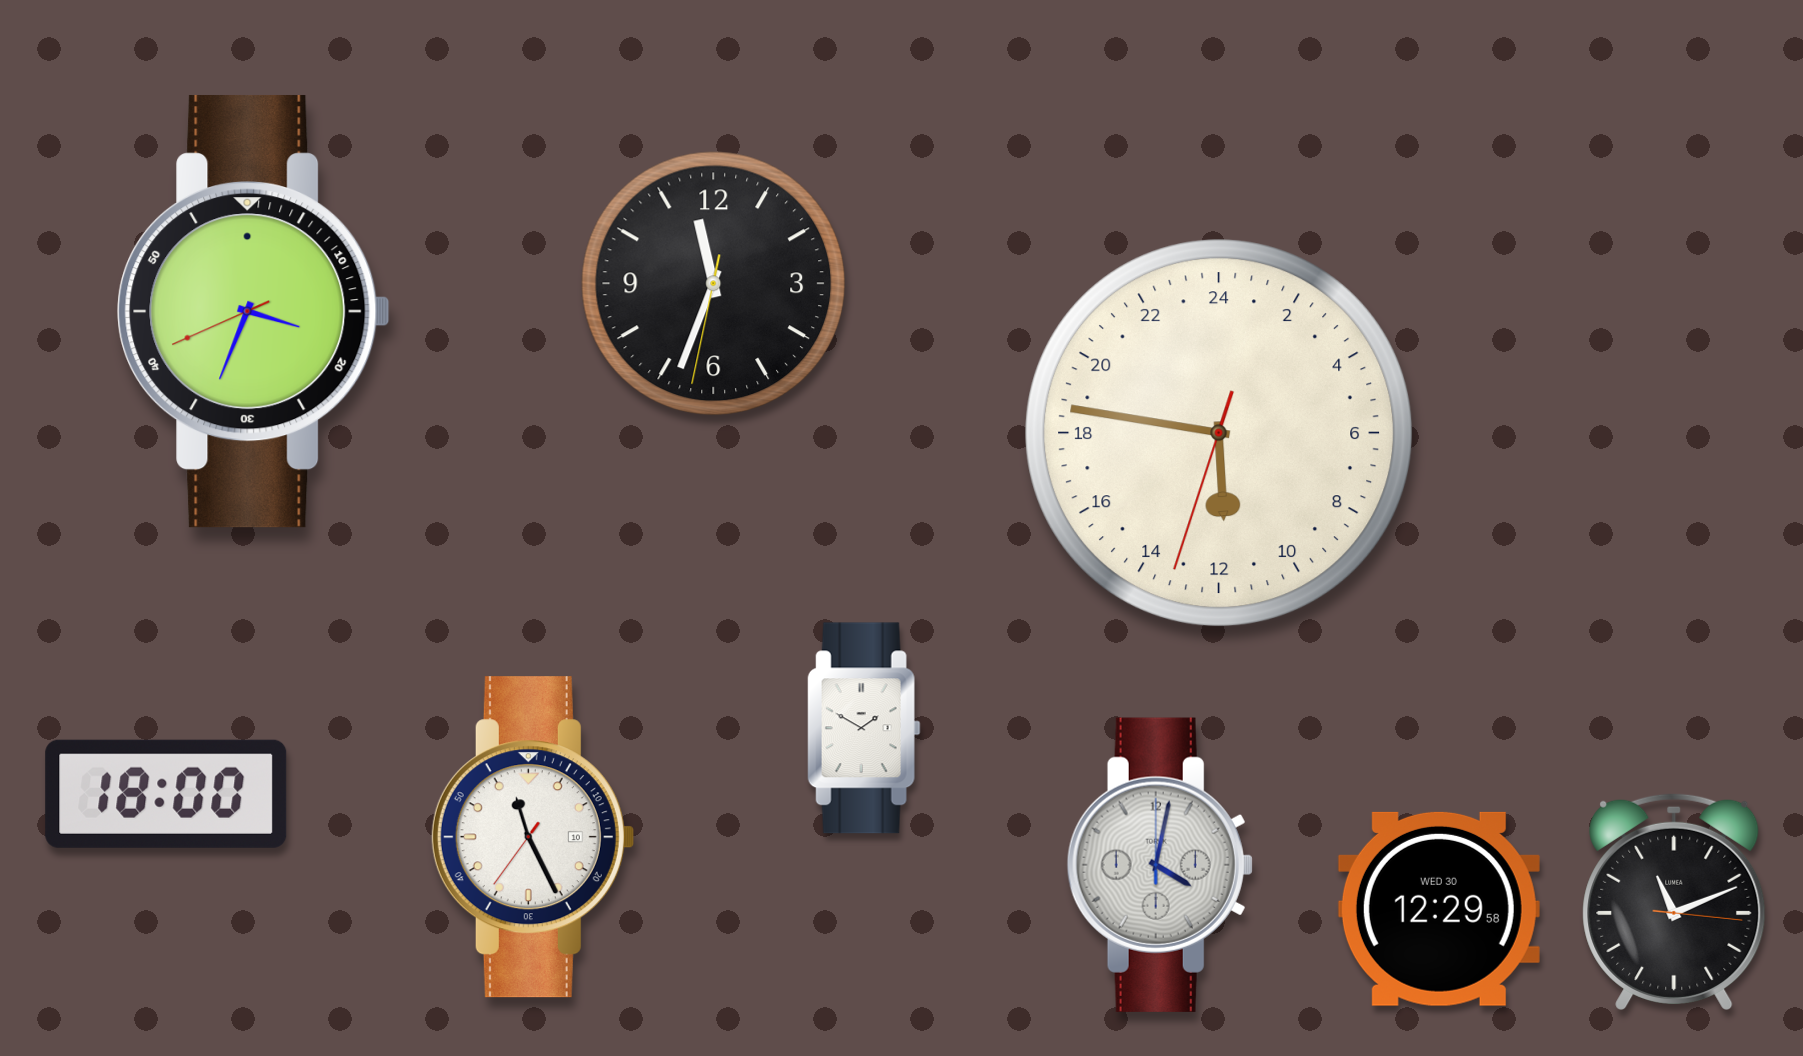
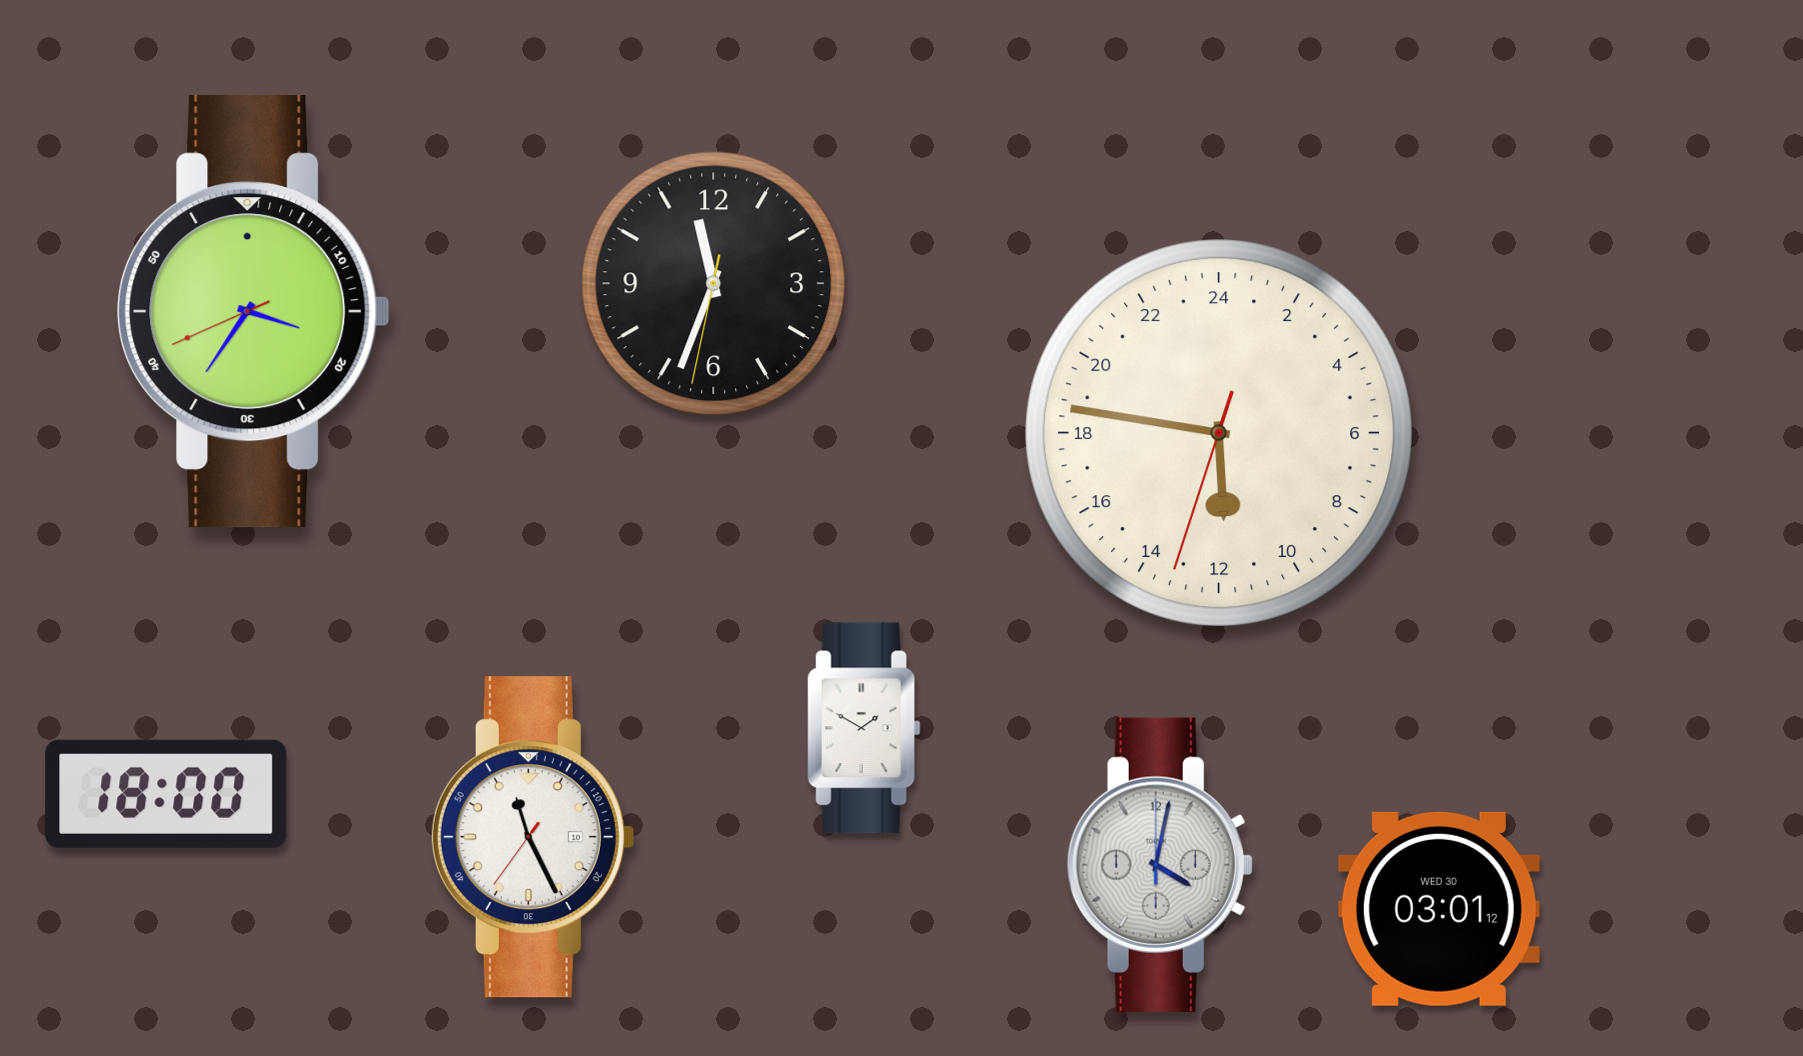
clock at (254, 311): 3:33 -> 3:35
clock at (1674, 901): 11:11 -> none
clock at (1439, 909): 12:29 -> 03:01
